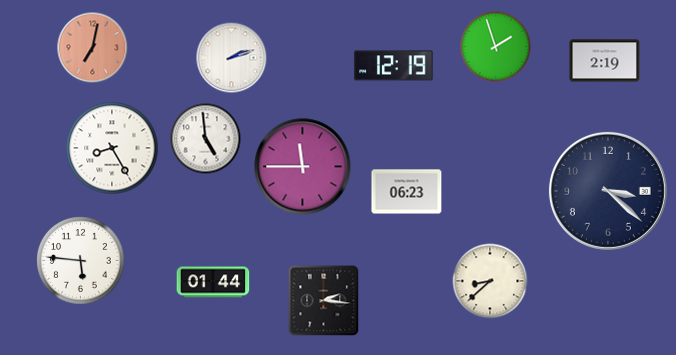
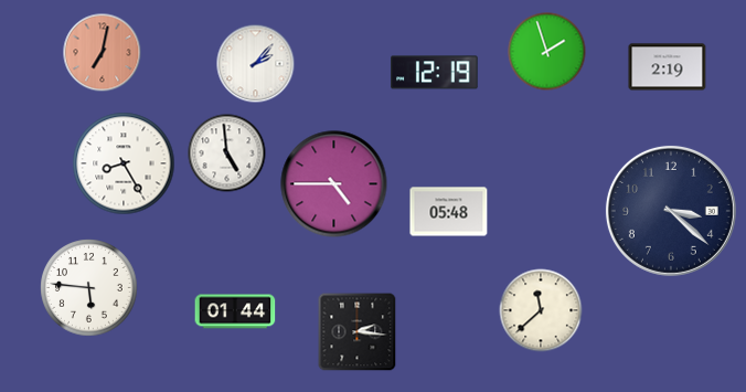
clock at (232, 58): 2:12 -> 2:07
clock at (303, 167): 11:45 -> 4:45
clock at (407, 192): 06:23 -> 05:48
clock at (490, 281): 8:38 -> 11:38
